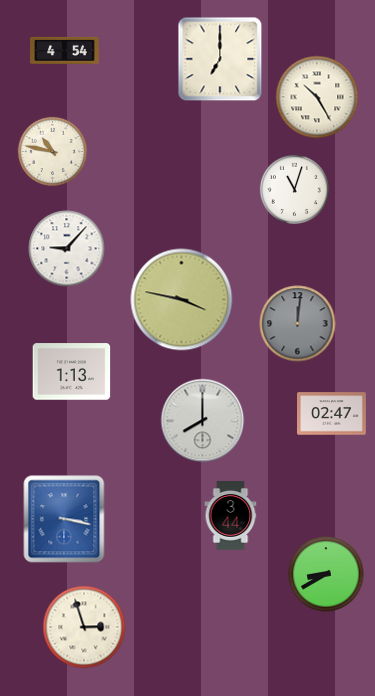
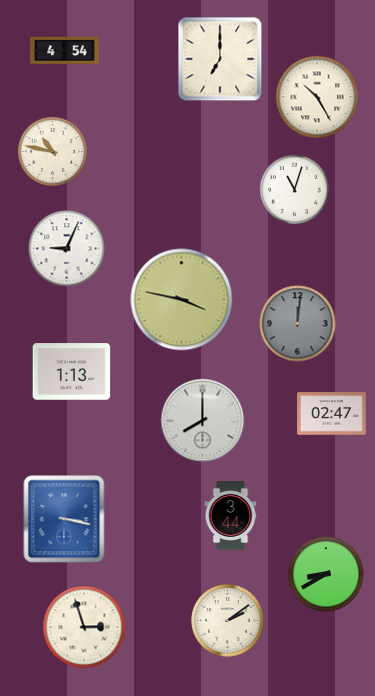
clock at (67, 249): 9:07 -> 9:04
clock at (228, 621): none -> 2:09
